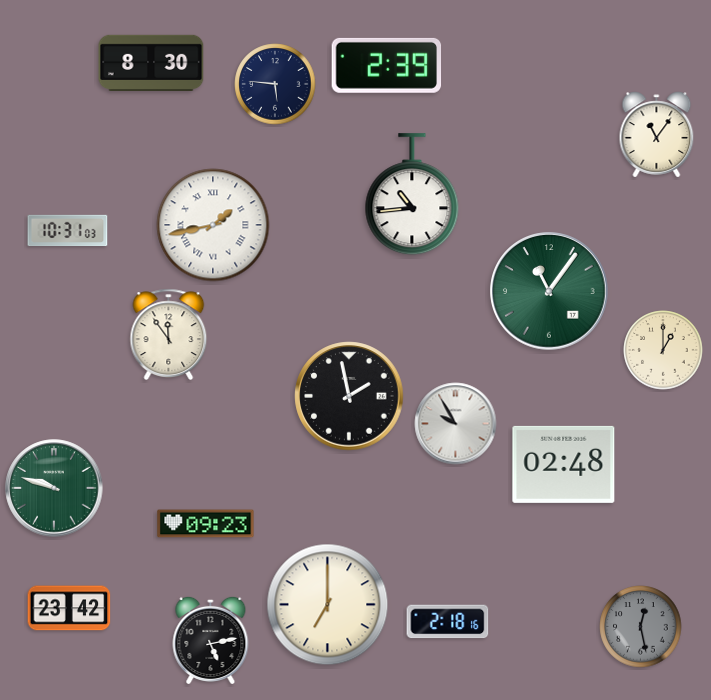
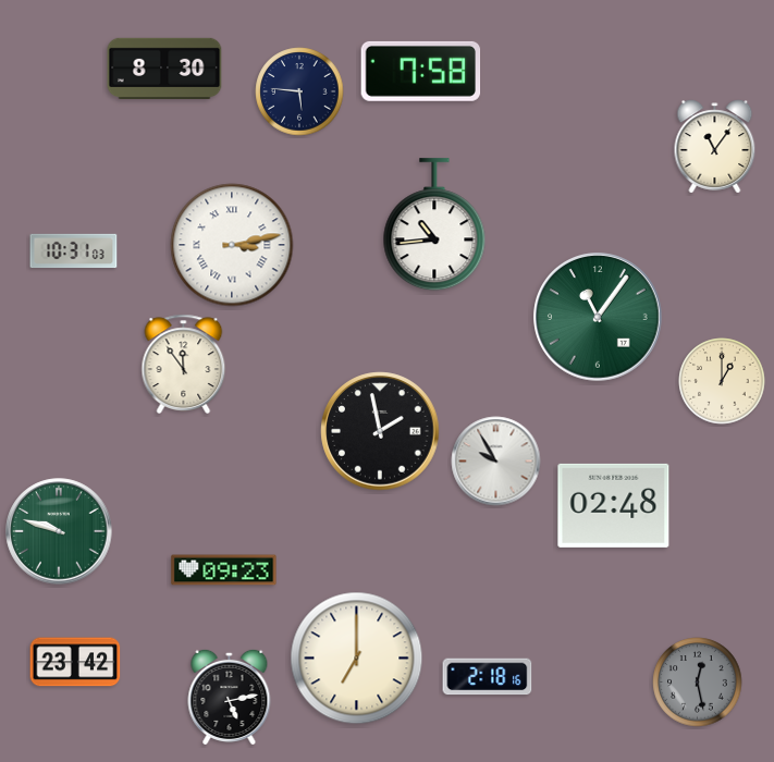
clock at (387, 65): 2:39 -> 7:58
clock at (412, 195) position: (412, 195) -> (434, 225)
clock at (213, 225): 1:43 -> 3:13
